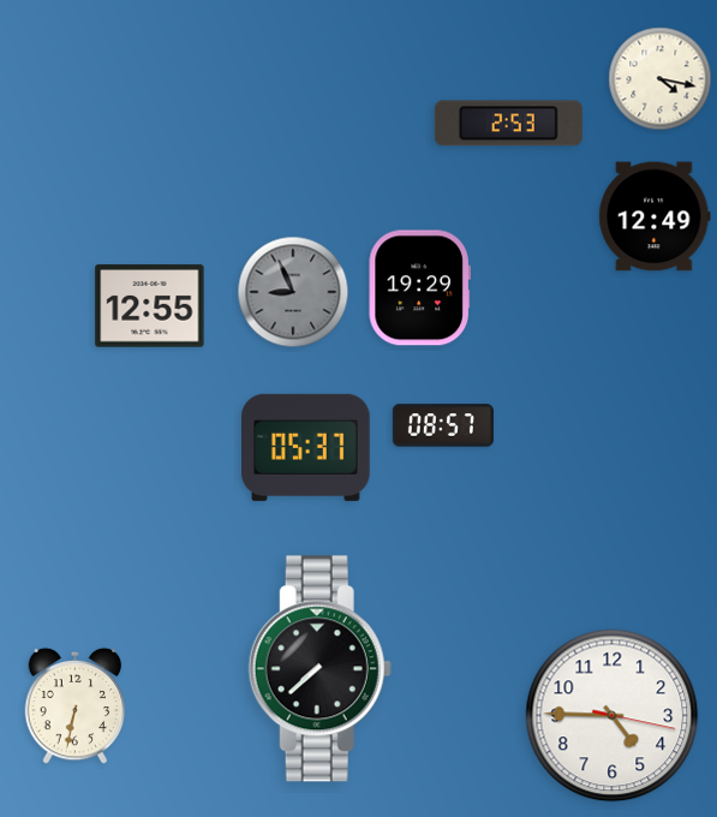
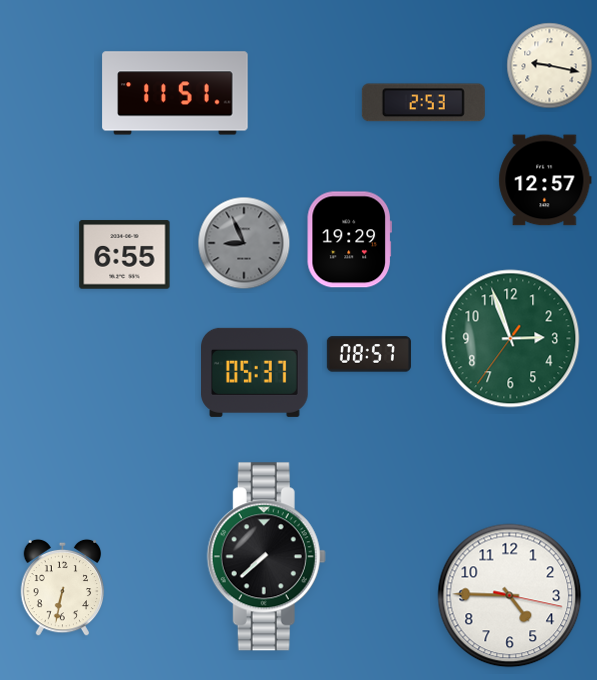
clock at (661, 79): 4:17 -> 9:17
clock at (175, 93): none -> 11:51
clock at (655, 216): 12:49 -> 12:57
clock at (150, 306): 12:55 -> 6:55
clock at (511, 339): none -> 2:56
